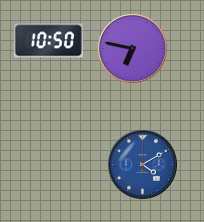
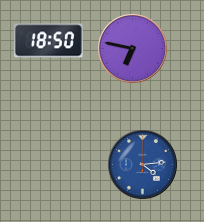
clock at (48, 41): 10:50 -> 18:50
clock at (143, 165): 4:10 -> 4:14
